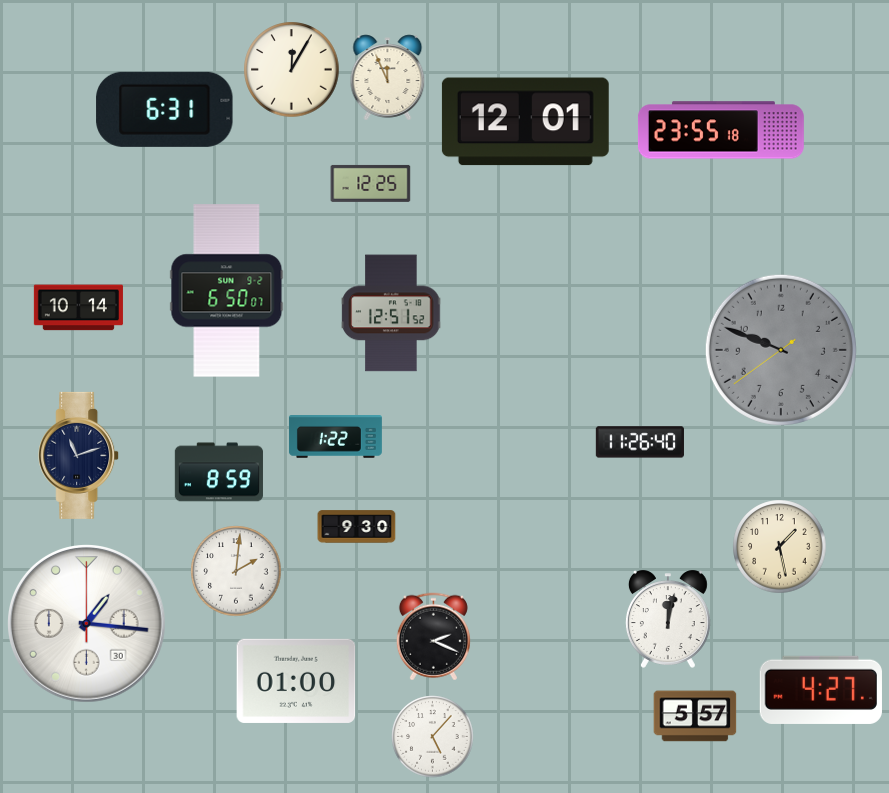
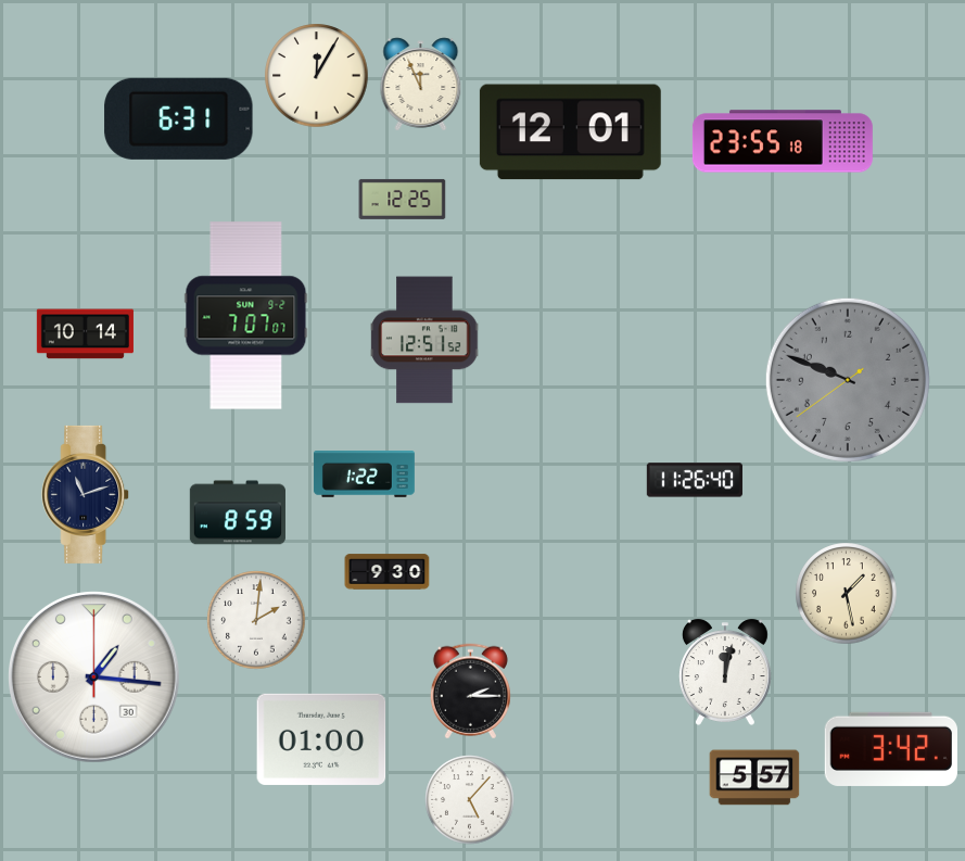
clock at (227, 291): 6:50 -> 7:07
clock at (433, 637): 2:19 -> 2:15
clock at (821, 690): 4:27 -> 3:42
